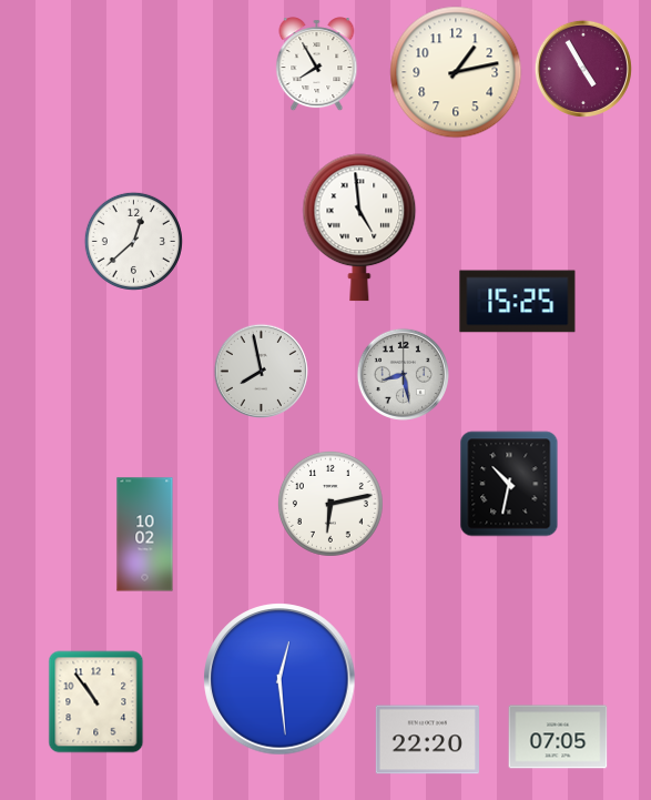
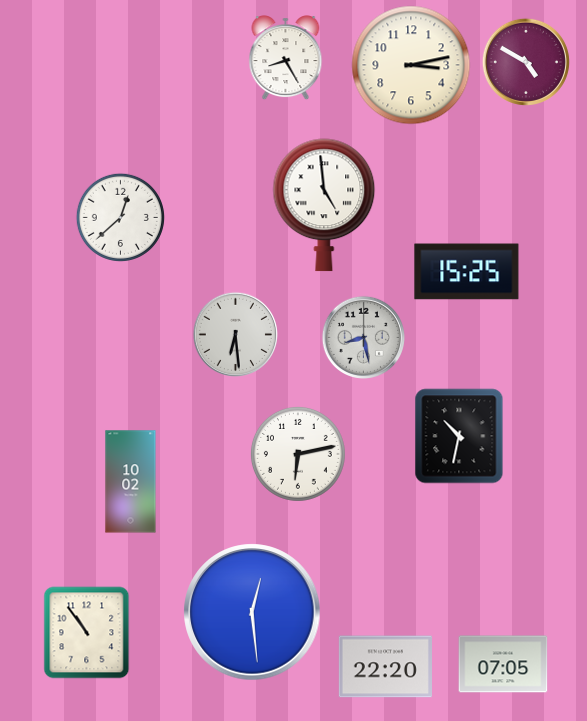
clock at (317, 64): 7:55 -> 8:25
clock at (583, 69): 4:55 -> 4:50
clock at (456, 72): 1:13 -> 3:13
clock at (261, 371): 7:58 -> 6:29
